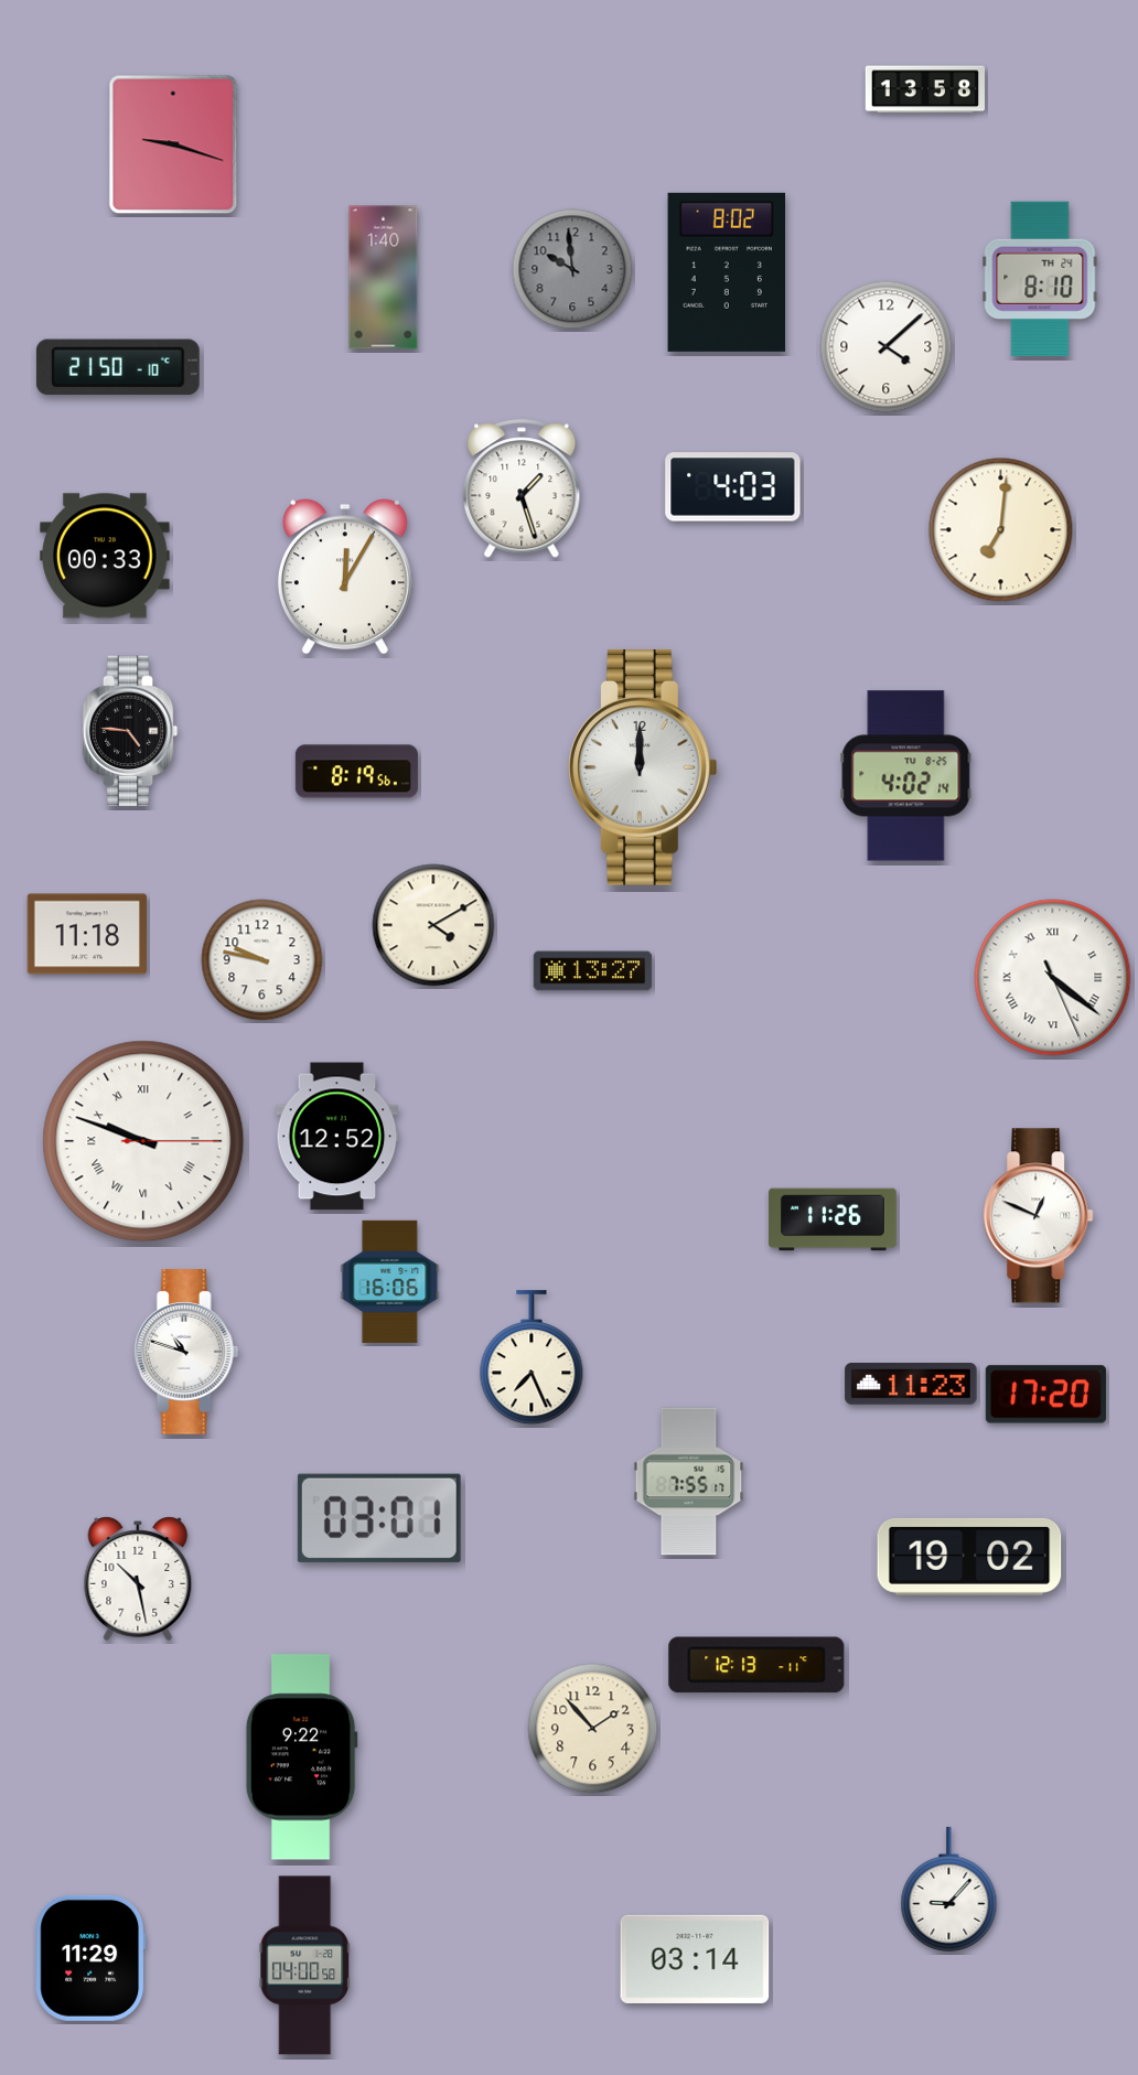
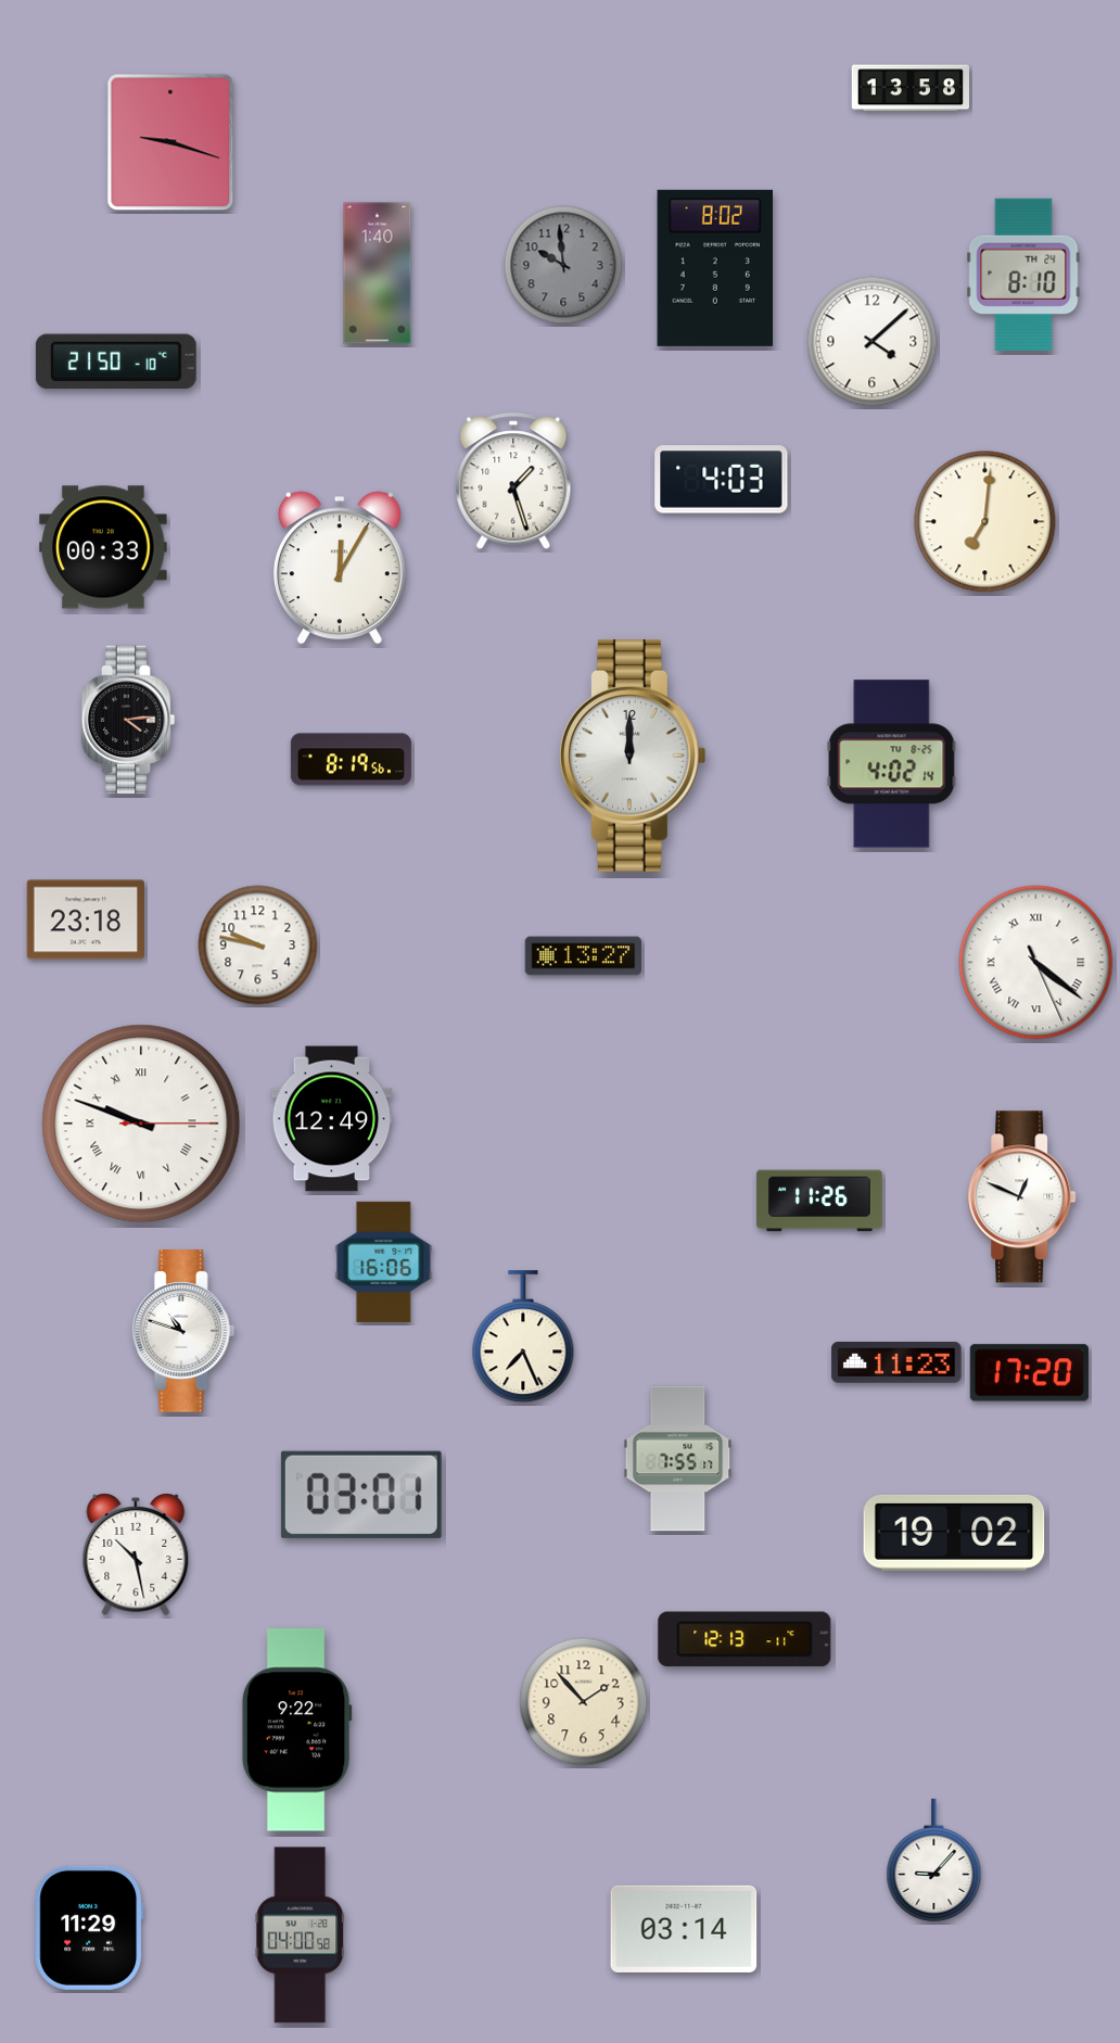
clock at (130, 731): 4:46 -> 4:14
clock at (433, 925): 4:10 -> none
clock at (86, 934): 11:18 -> 23:18
clock at (337, 1137): 12:52 -> 12:49
clock at (379, 1518) position: (379, 1518) -> (361, 1495)
